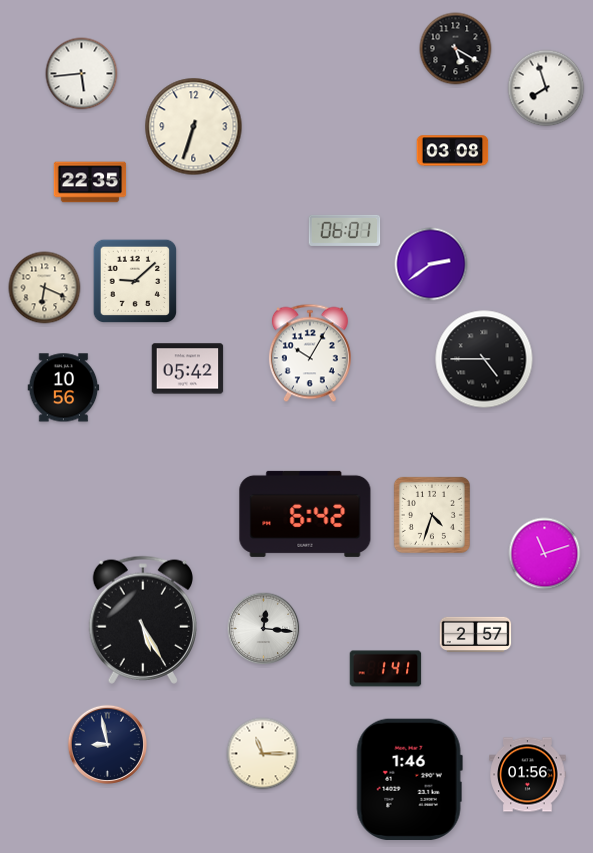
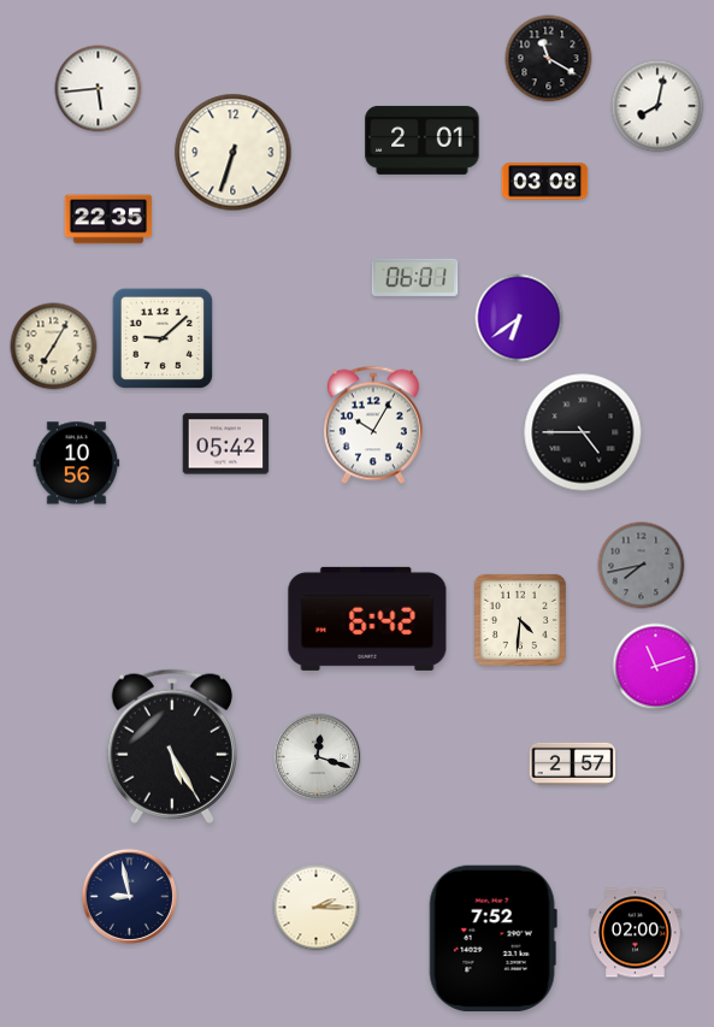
clock at (456, 49): 5:20 -> 11:20
clock at (546, 88): 7:57 -> 8:02
clock at (423, 140): none -> 2:01
clock at (431, 264): 2:39 -> 6:39
clock at (45, 288): 6:19 -> 7:05
clock at (64, 388) position: (64, 388) -> (77, 464)
clock at (642, 566): none -> 7:43
clock at (432, 515): 4:33 -> 4:31
clock at (264, 629): 12:16 -> 12:18
clock at (386, 669): 1:41 -> none
clock at (263, 754): 11:15 -> 2:15
clock at (528, 775): 01:56 -> 02:00
clock at (409, 779): 1:46 -> 7:52
